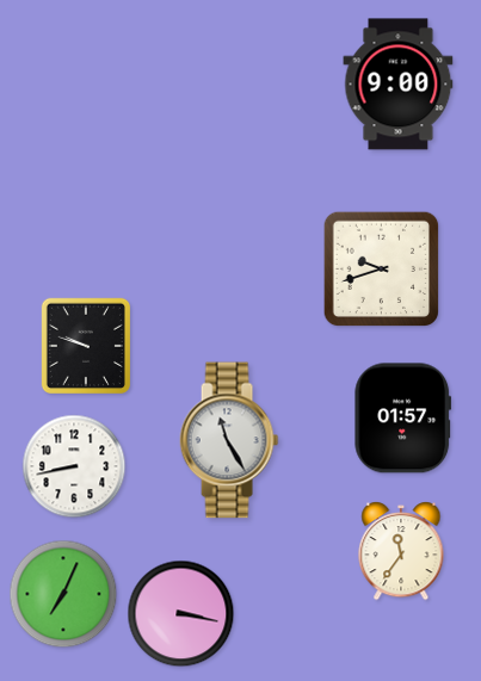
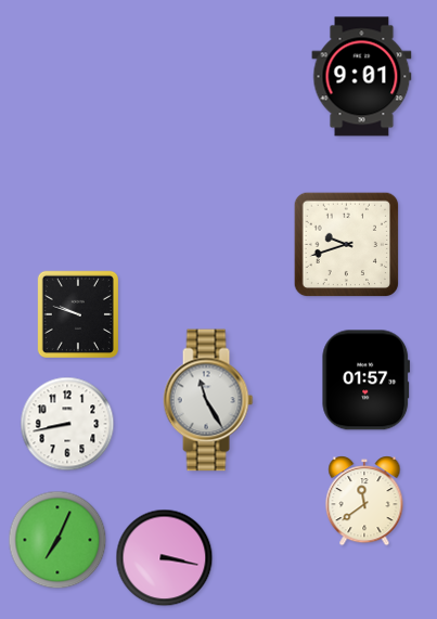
clock at (399, 85): 9:00 -> 9:01
clock at (401, 552): 11:36 -> 11:39
